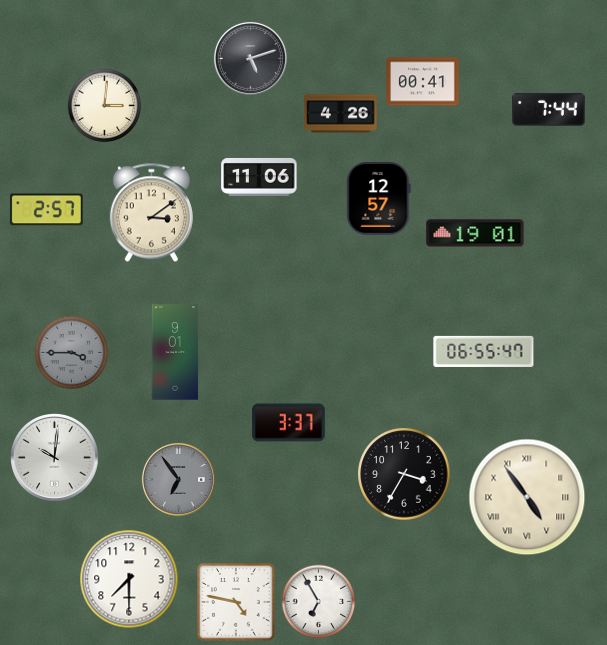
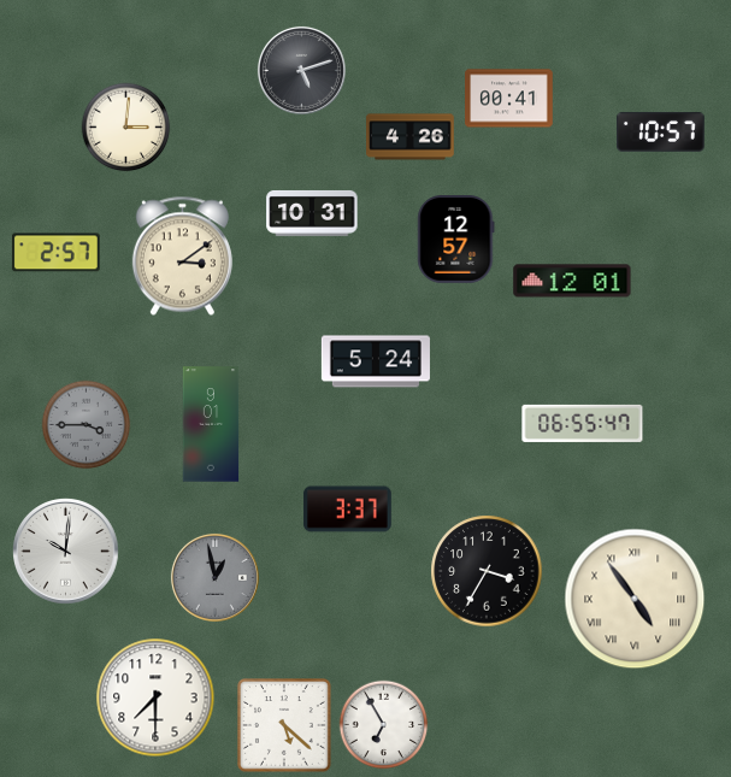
clock at (549, 110): 7:44 -> 10:57
clock at (259, 177): 11:06 -> 10:31
clock at (475, 233): 19:01 -> 12:01
clock at (376, 361): none -> 5:24
clock at (178, 479): 6:54 -> 12:58
clock at (236, 602): 4:47 -> 5:22
